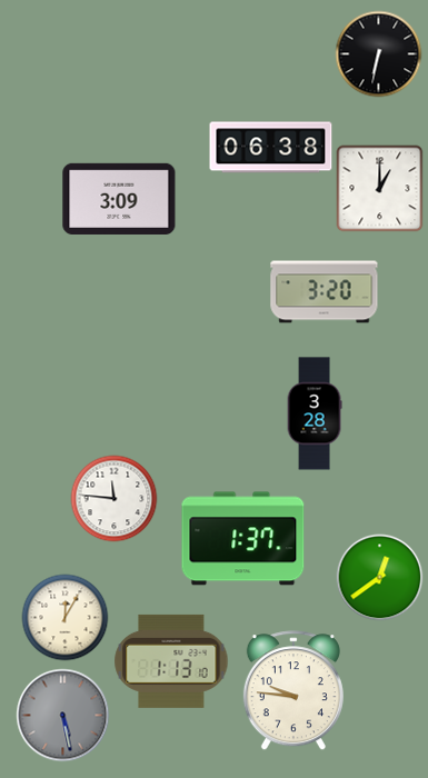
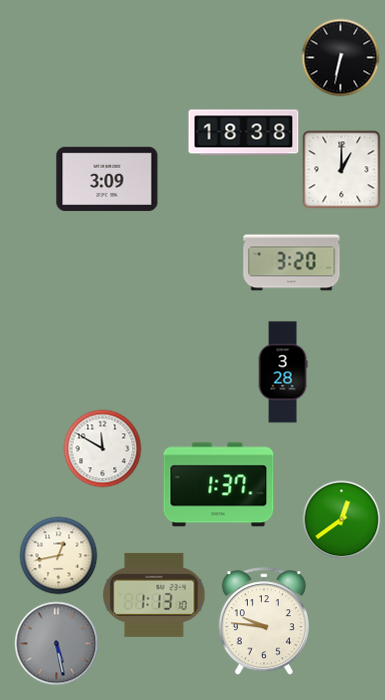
clock at (378, 53) position: (378, 53) -> (340, 57)
clock at (271, 148): 06:38 -> 18:38
clock at (113, 498): 11:46 -> 11:50
clock at (64, 617): 12:05 -> 12:43
